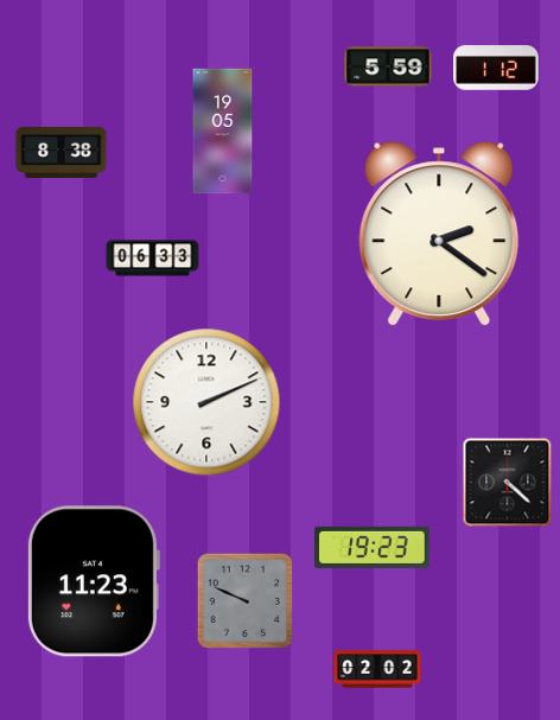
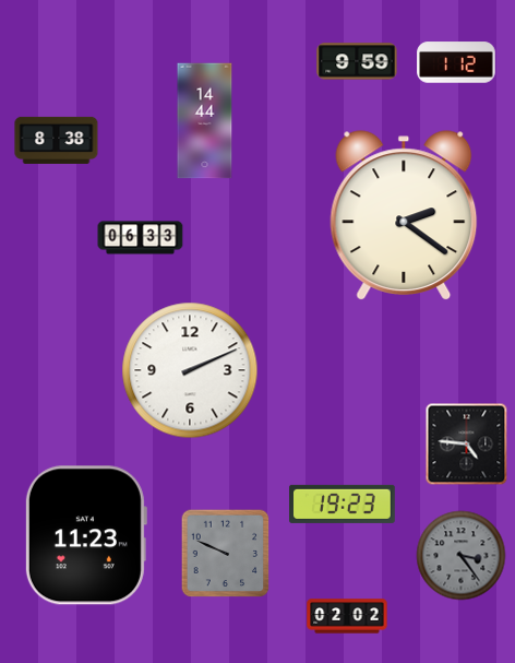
clock at (388, 66): 5:59 -> 9:59
clock at (223, 132): 19:05 -> 14:44
clock at (508, 483): 4:22 -> 4:46
clock at (462, 556): none -> 3:24
